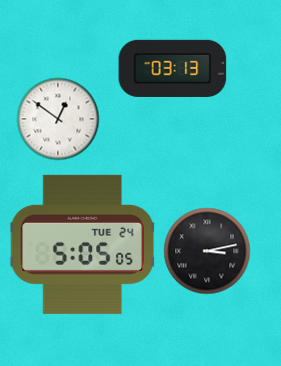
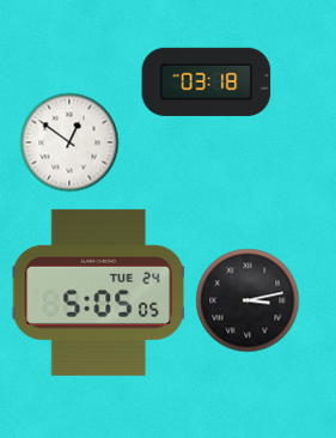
clock at (173, 68): 03:13 -> 03:18
